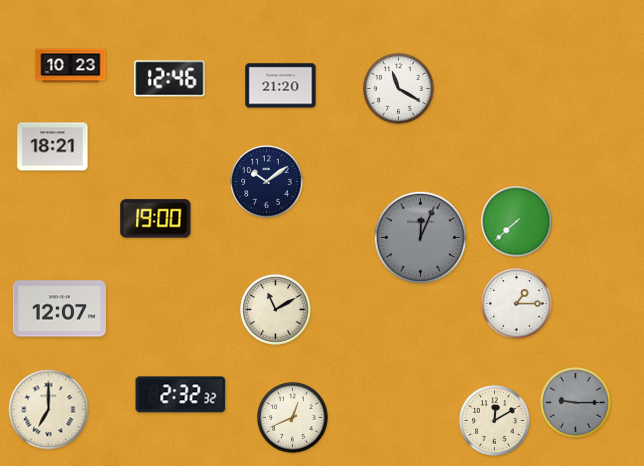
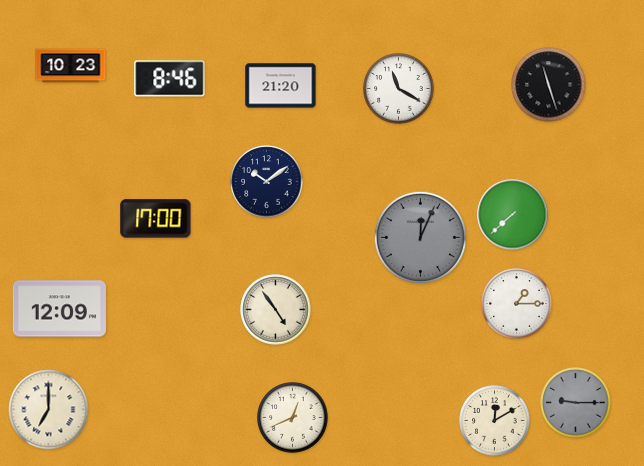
clock at (170, 79): 12:46 -> 8:46
clock at (549, 85): none -> 11:27
clock at (53, 147): 18:21 -> none
clock at (156, 219): 19:00 -> 17:00
clock at (517, 222) position: (517, 222) -> (513, 215)
clock at (59, 309): 12:07 -> 12:09
clock at (276, 310): 11:10 -> 4:54
clock at (181, 395): 2:32 -> none
